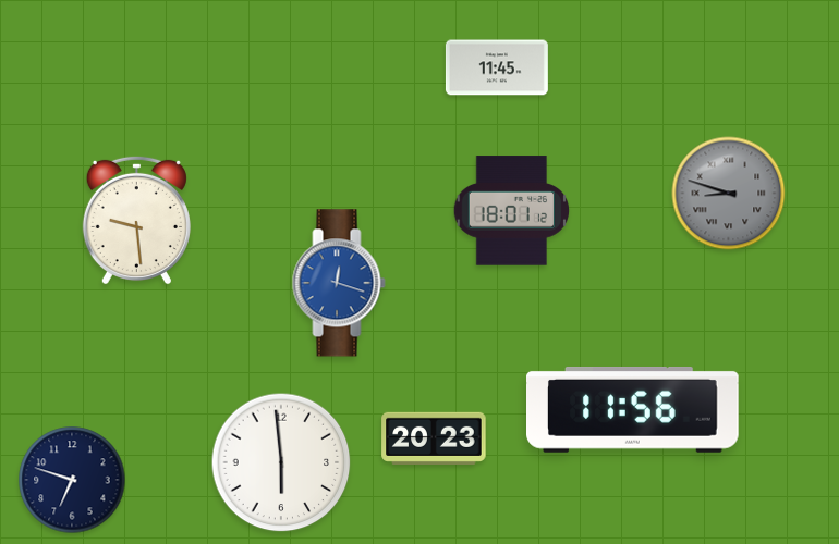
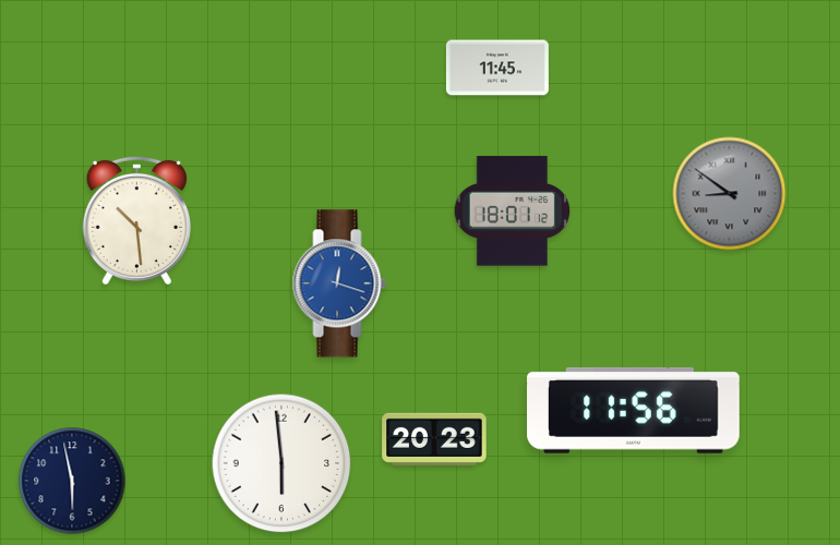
clock at (729, 194): 8:48 -> 8:51
clock at (136, 220): 9:29 -> 10:29
clock at (72, 480): 6:48 -> 5:58
